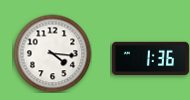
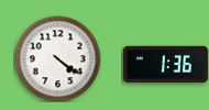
clock at (52, 53): 4:16 -> 4:21
